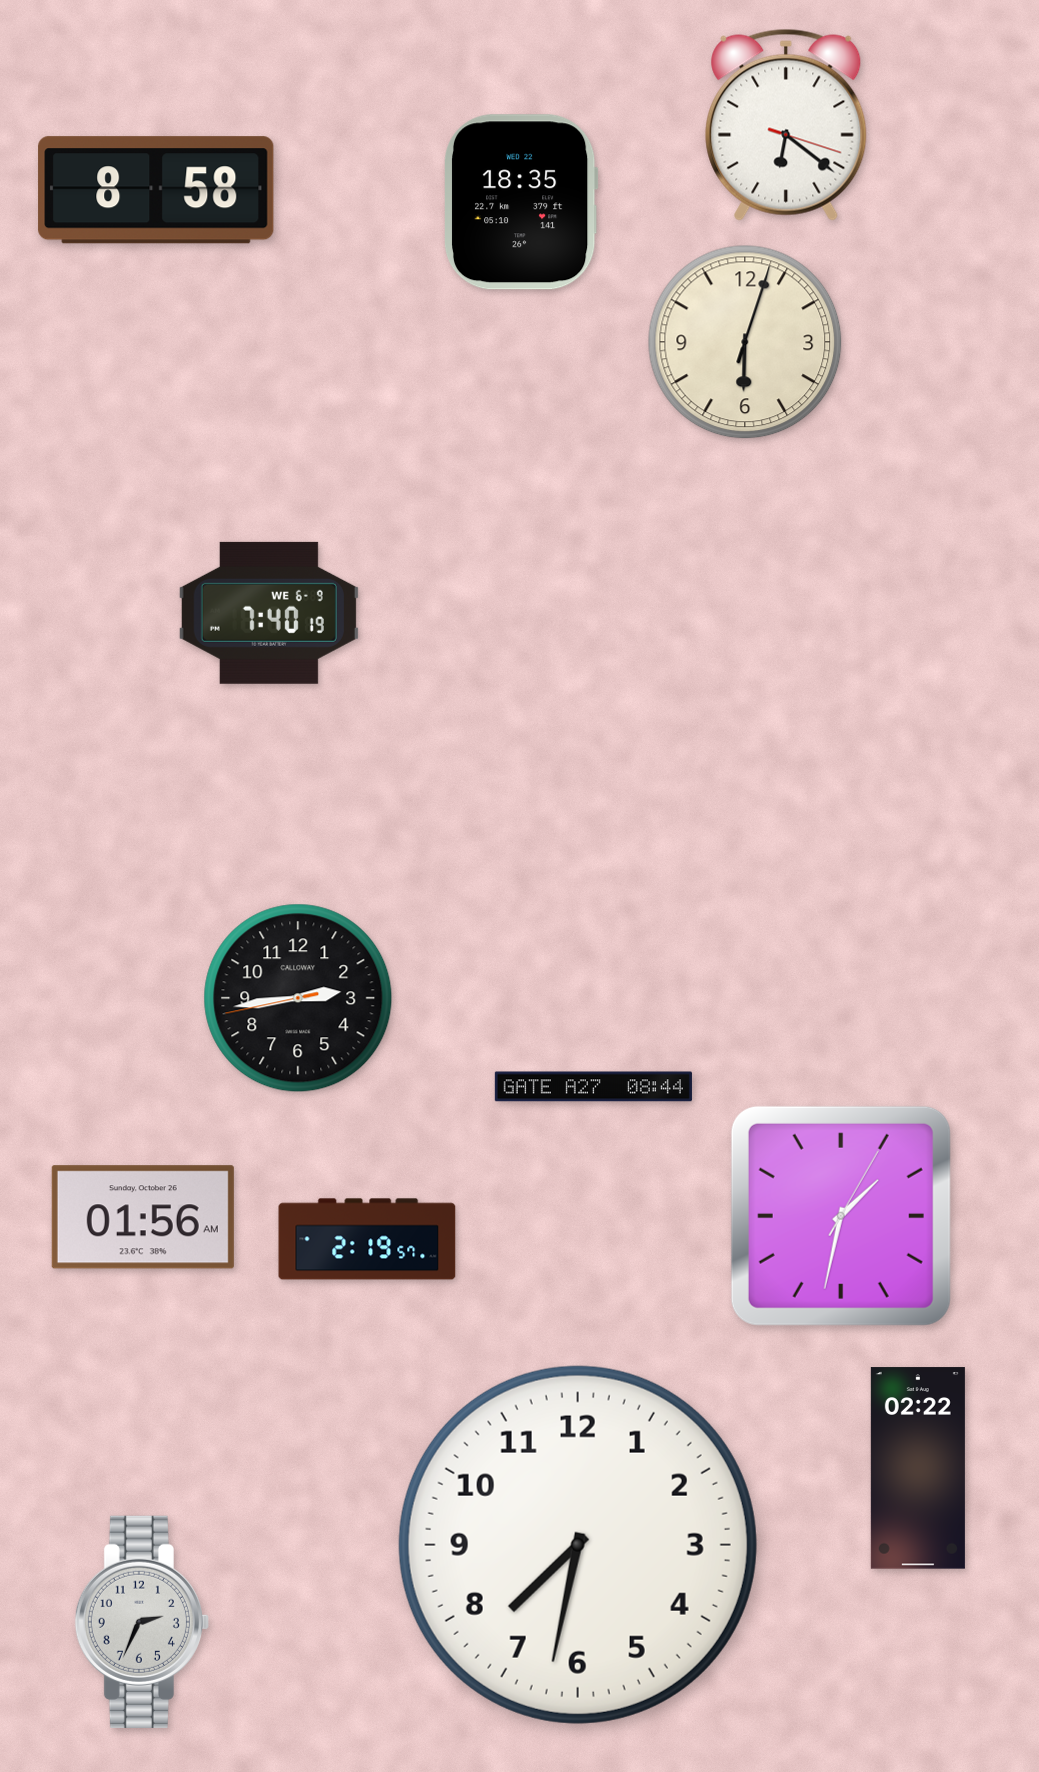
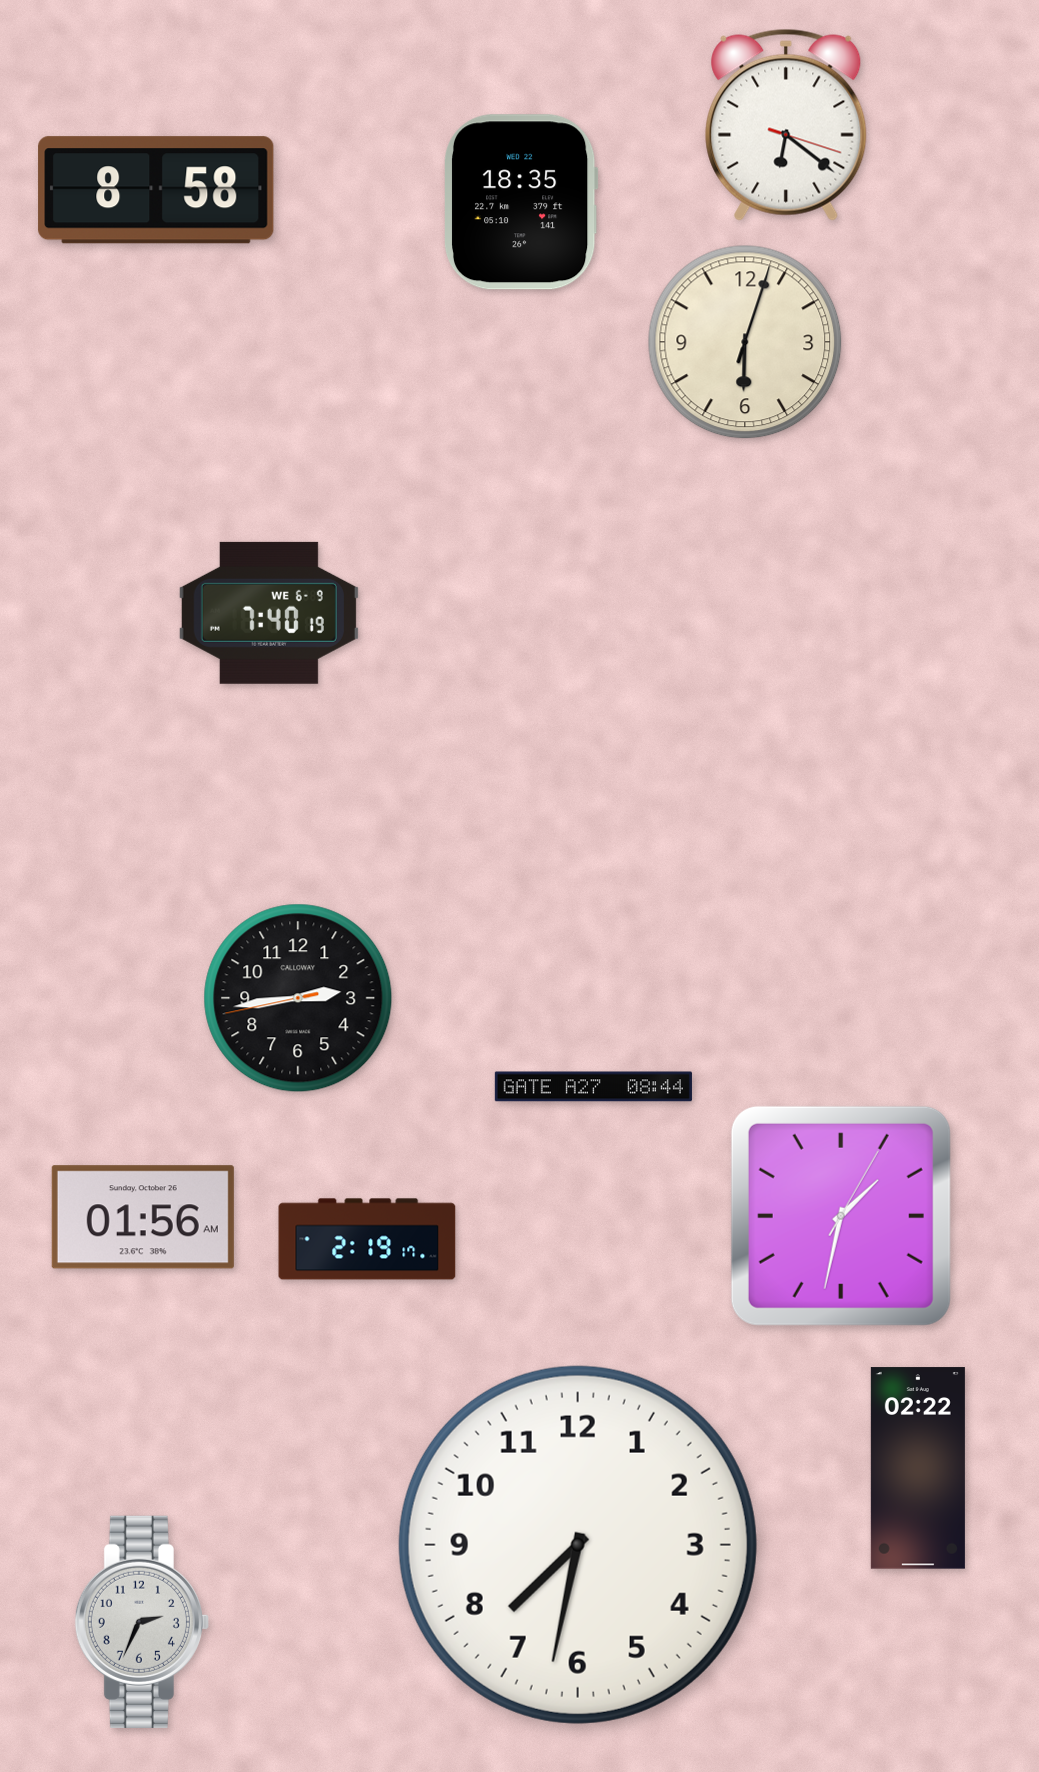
clock at (367, 1239): 2:19:57 -> 2:19:17
